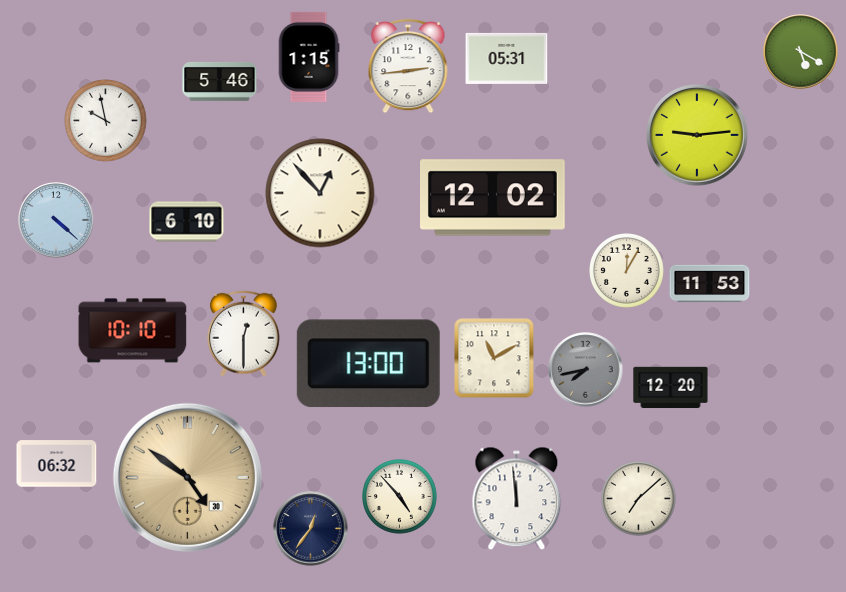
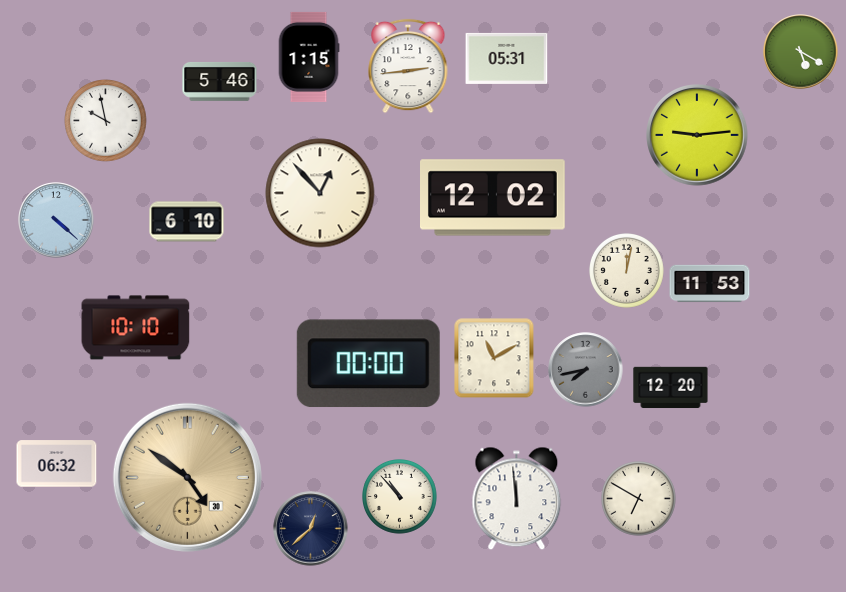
clock at (627, 271): 12:05 -> 12:02
clock at (133, 331) position: (133, 331) -> (136, 328)
clock at (243, 333): 12:30 -> none
clock at (368, 363): 13:00 -> 00:00
clock at (400, 497): 4:53 -> 10:53
clock at (639, 499): 7:08 -> 6:50
clock at (311, 529): 12:36 -> 12:38
